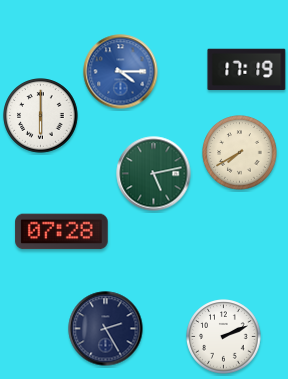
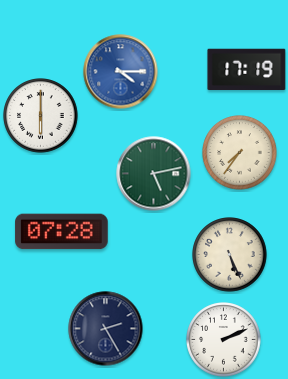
clock at (240, 153): 7:40 -> 7:36
clock at (230, 255): none -> 5:26
clock at (224, 337) position: (224, 337) -> (224, 340)
